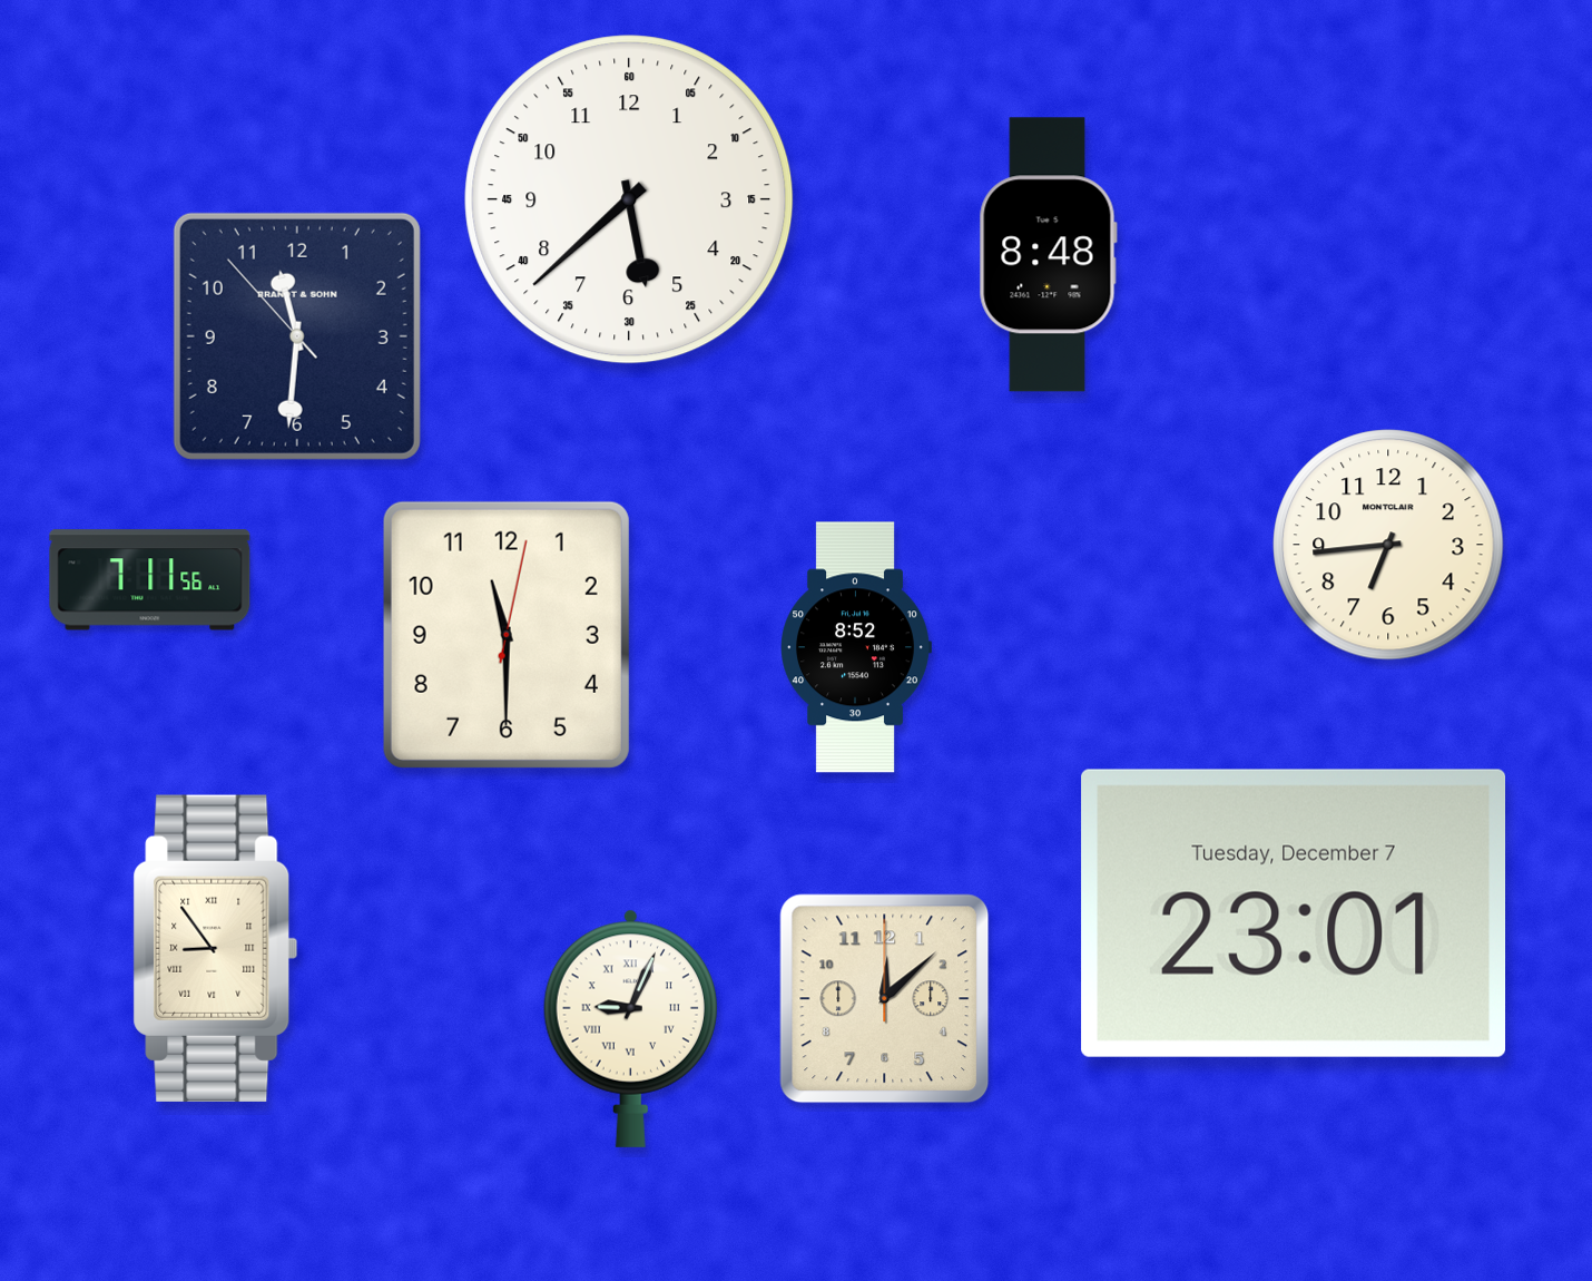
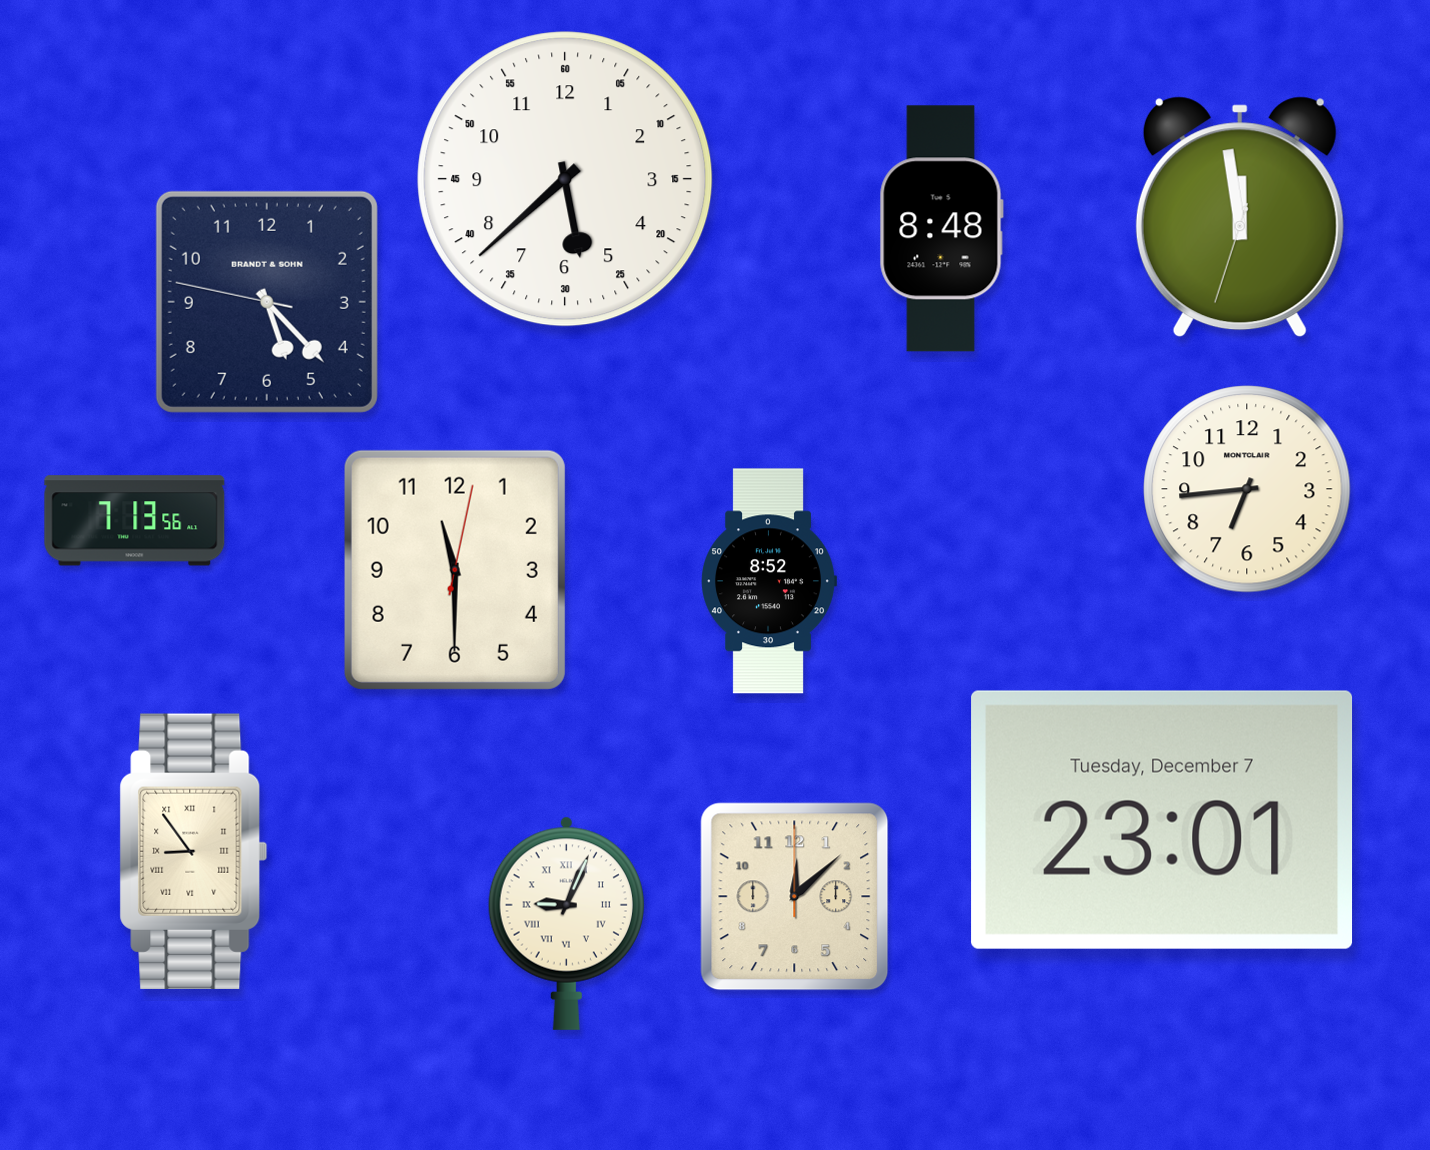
clock at (1240, 217): none -> 11:58
clock at (297, 336): 11:30 -> 5:22
clock at (150, 580): 7:11 -> 7:13
